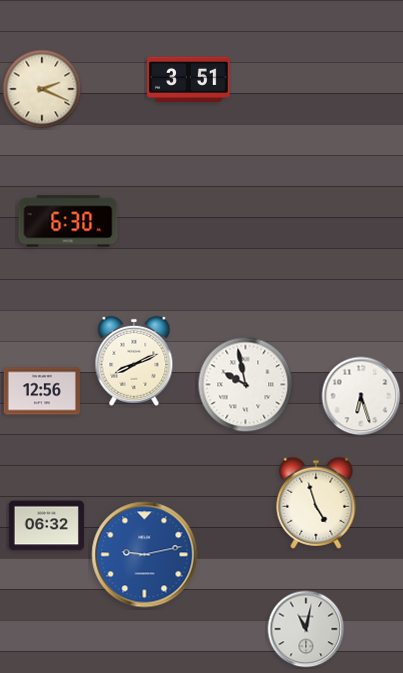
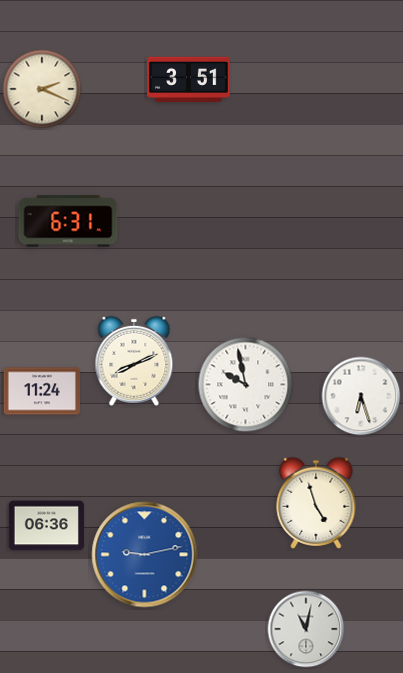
clock at (68, 221): 6:30 -> 6:31
clock at (42, 391): 12:56 -> 11:24
clock at (46, 526): 06:32 -> 06:36
